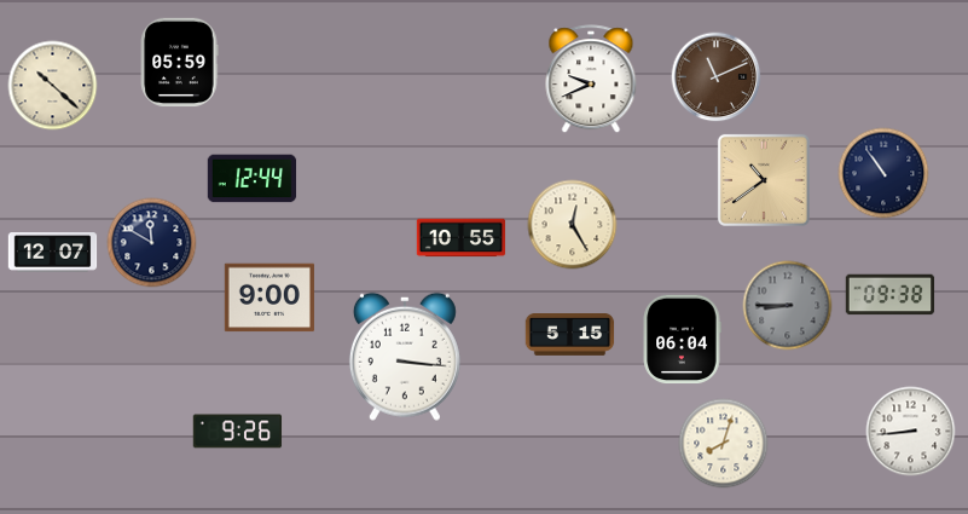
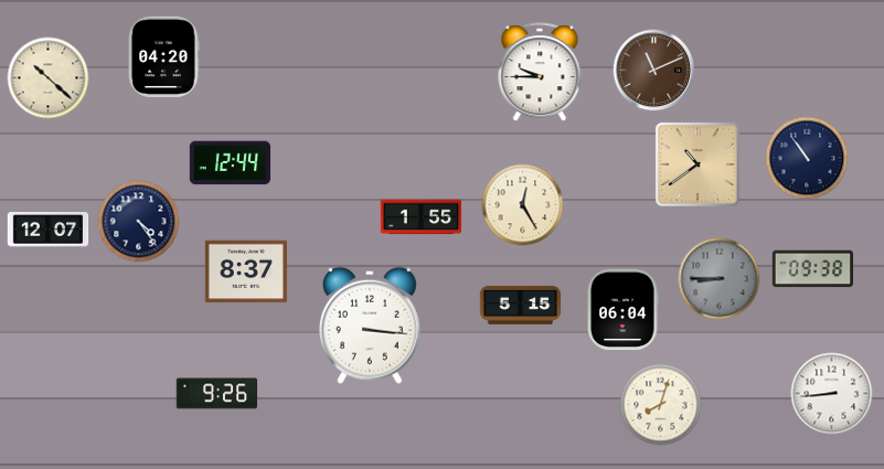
clock at (180, 63): 05:59 -> 04:20
clock at (591, 80): 9:41 -> 9:45
clock at (462, 238): 10:55 -> 1:55
clock at (152, 243): 11:50 -> 4:24
clock at (269, 298): 9:00 -> 8:37
